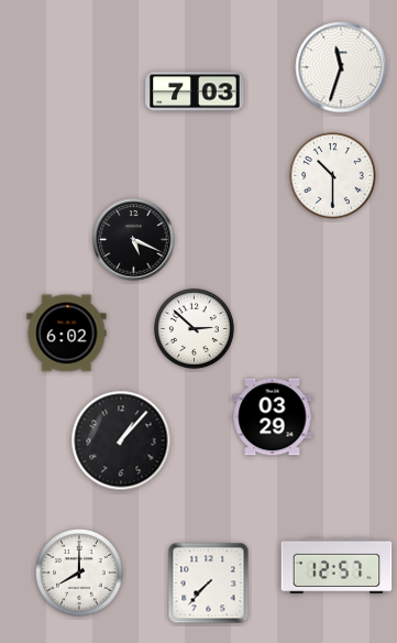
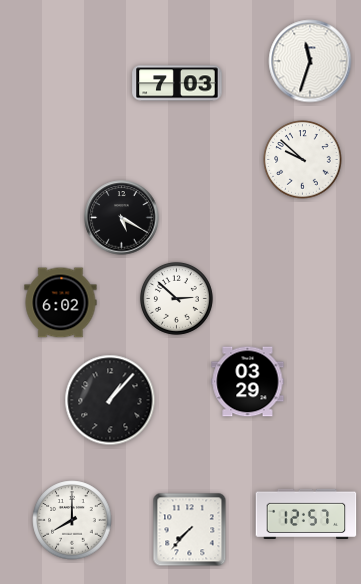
clock at (333, 176): 10:30 -> 9:52
clock at (134, 240): 5:19 -> 5:20
clock at (273, 417) position: (273, 417) -> (248, 382)
